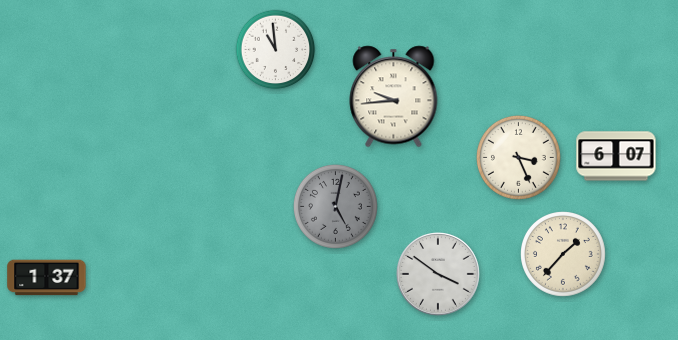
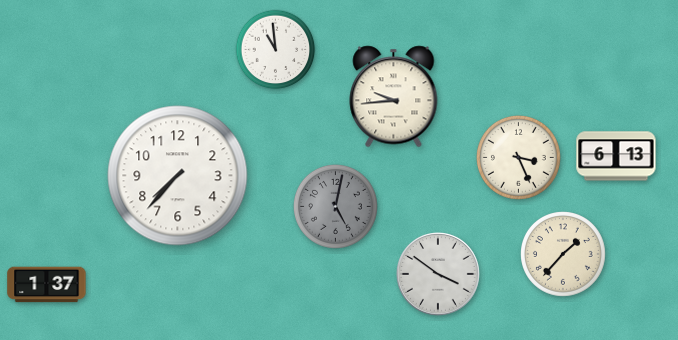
clock at (616, 156): 6:07 -> 6:13
clock at (178, 176): none -> 7:37
clock at (47, 278) position: (47, 278) -> (47, 285)
